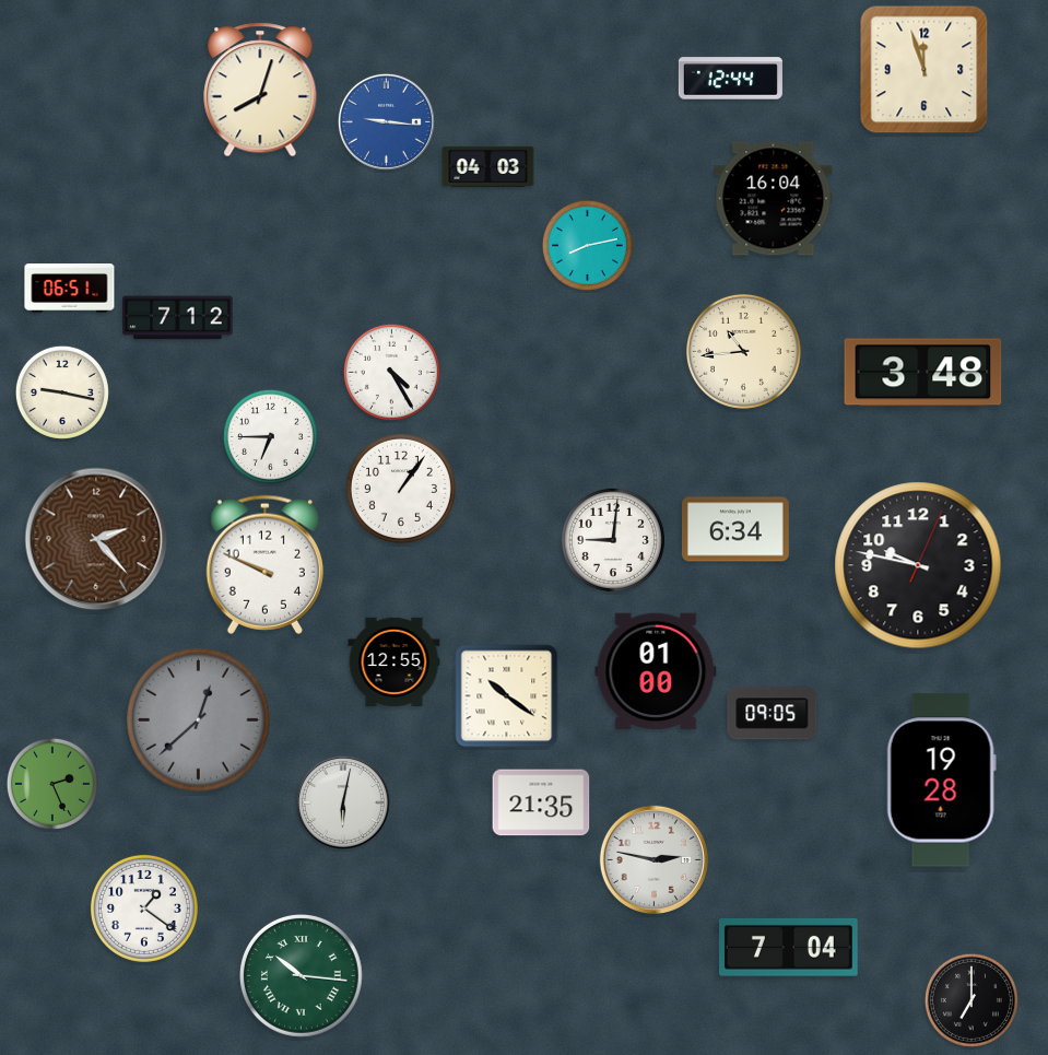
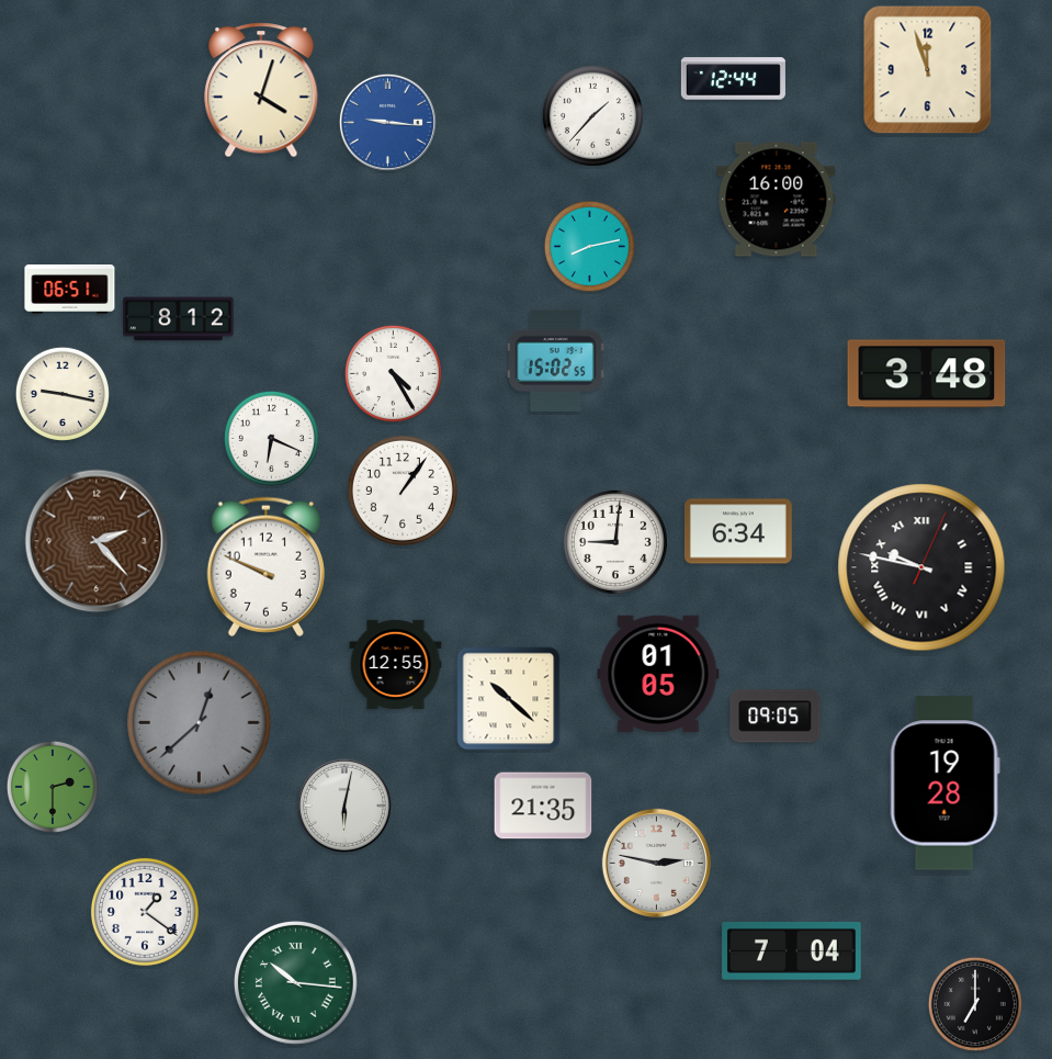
clock at (260, 90): 8:03 -> 4:03
clock at (592, 115): none -> 1:37
clock at (488, 166): 04:03 -> none
clock at (774, 199): 16:04 -> 16:00
clock at (178, 318): 7:12 -> 8:12
clock at (743, 351): 10:44 -> none
clock at (556, 360): none -> 15:02
clock at (270, 436): 6:45 -> 6:19
clock at (918, 565) numerals: Arabic -> Roman
clock at (656, 671): 01:00 -> 01:05
clock at (507, 696): 10:21 -> 10:22
clock at (52, 784): 2:26 -> 2:30
clock at (302, 976) position: (302, 976) -> (296, 983)
